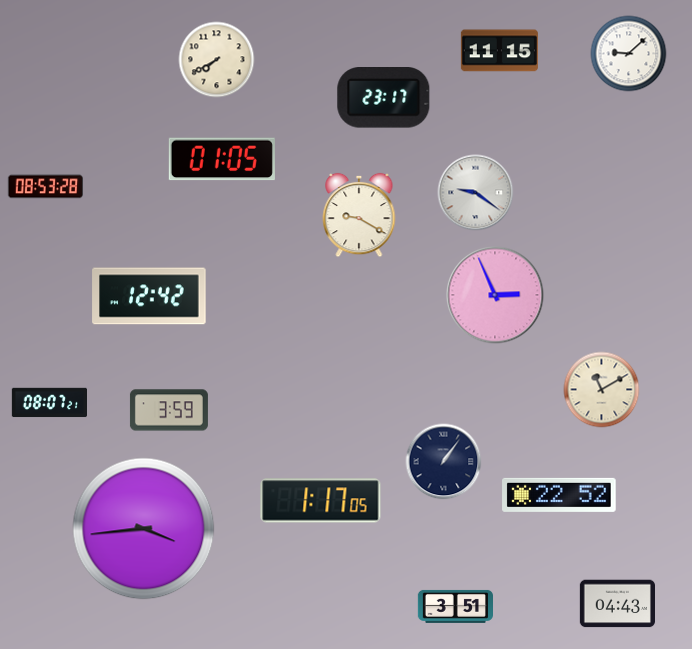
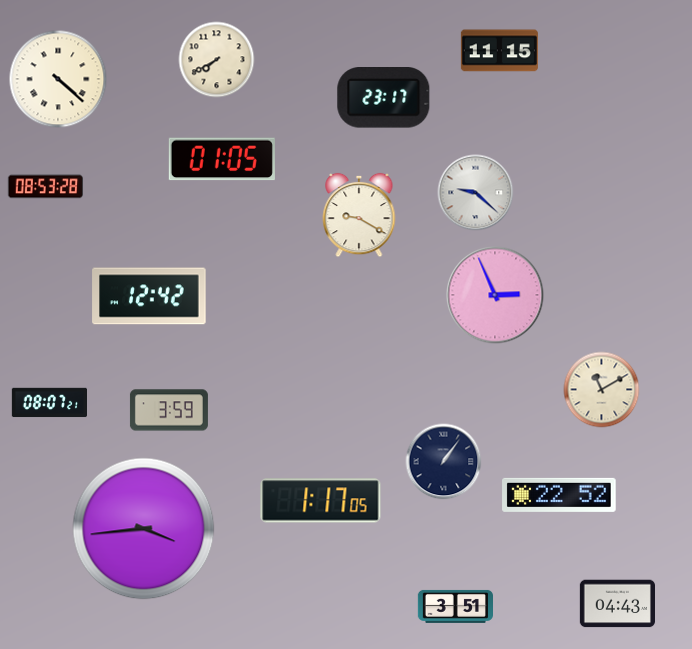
clock at (629, 54): 9:08 -> none
clock at (58, 79): none -> 4:22
clock at (476, 193): 9:21 -> 9:22
